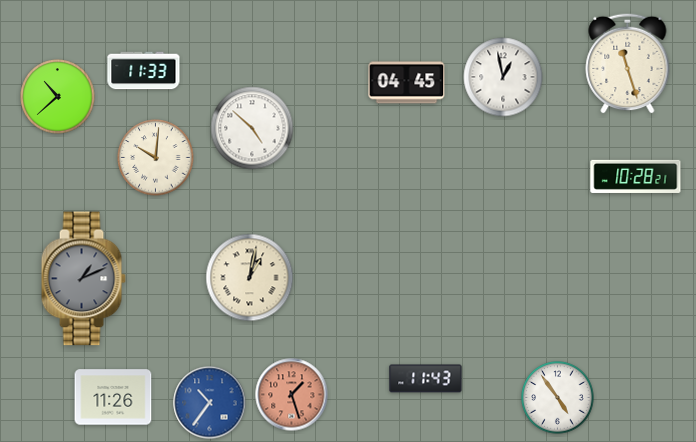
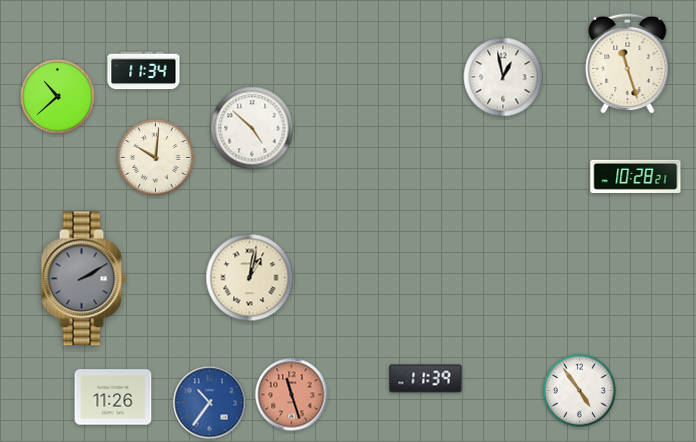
clock at (144, 71): 11:33 -> 11:34
clock at (407, 83): 04:45 -> none
clock at (83, 279): 1:11 -> 2:10
clock at (426, 379): 11:43 -> 11:39
clock at (292, 395): 1:27 -> 11:27
clock at (558, 398) position: (558, 398) -> (580, 391)
